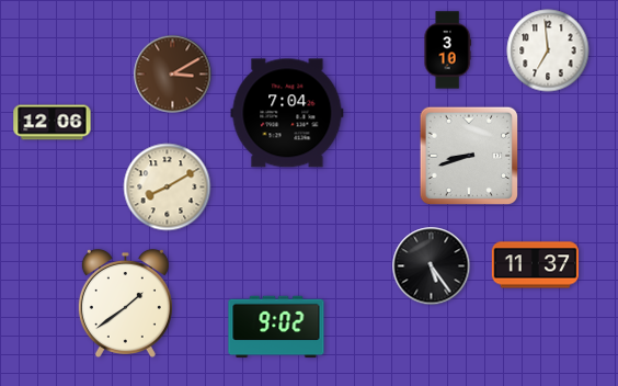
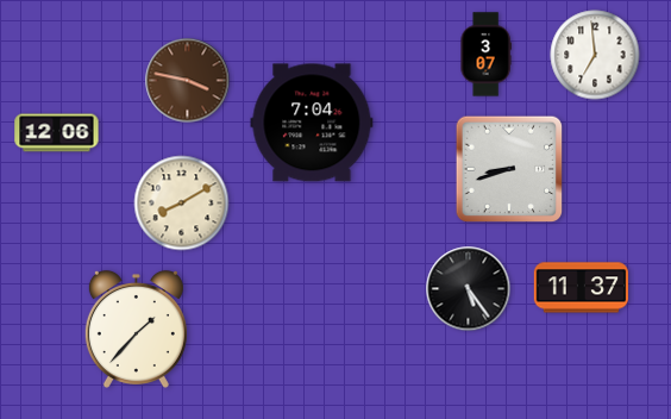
clock at (447, 50): 3:10 -> 3:07
clock at (173, 75): 3:10 -> 3:47
clock at (125, 303): 1:39 -> 1:37
clock at (276, 327): 9:02 -> none
